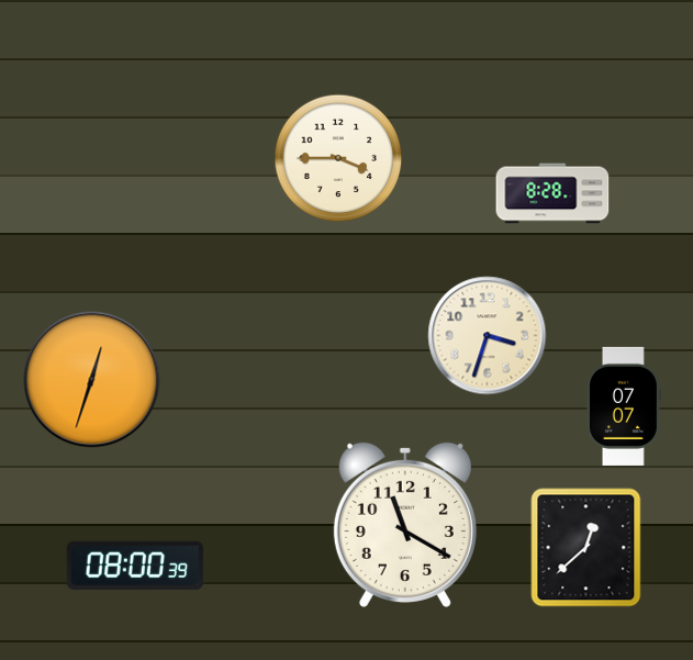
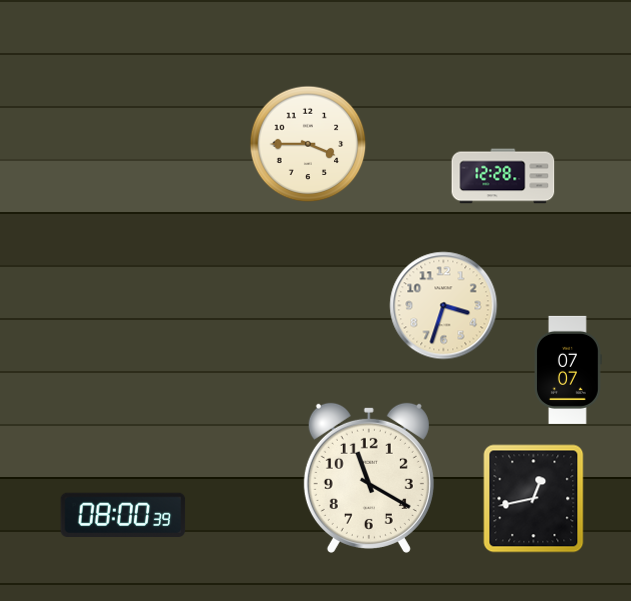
clock at (552, 193): 8:28 -> 12:28
clock at (92, 380): 12:33 -> none
clock at (586, 548): 12:38 -> 12:43
